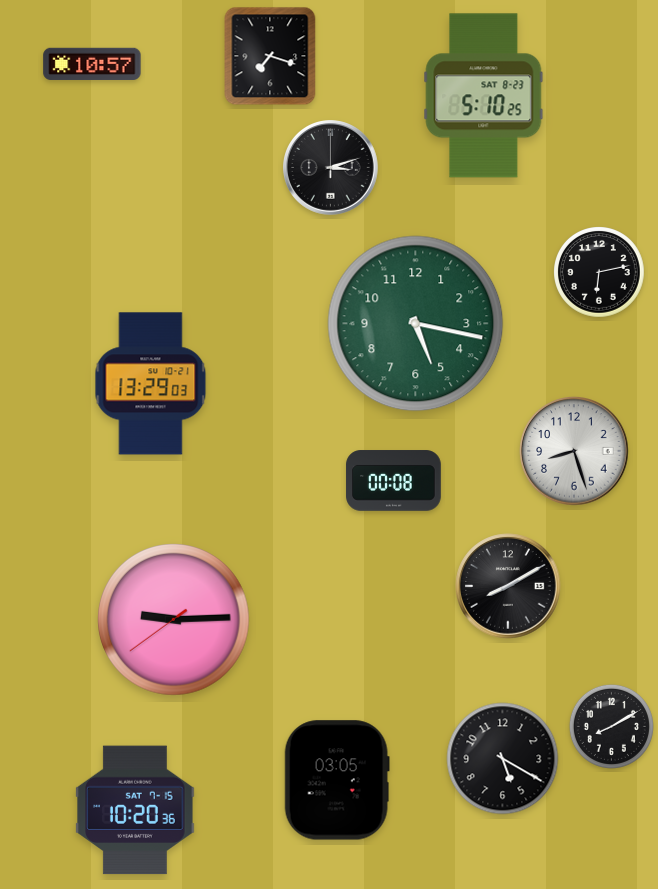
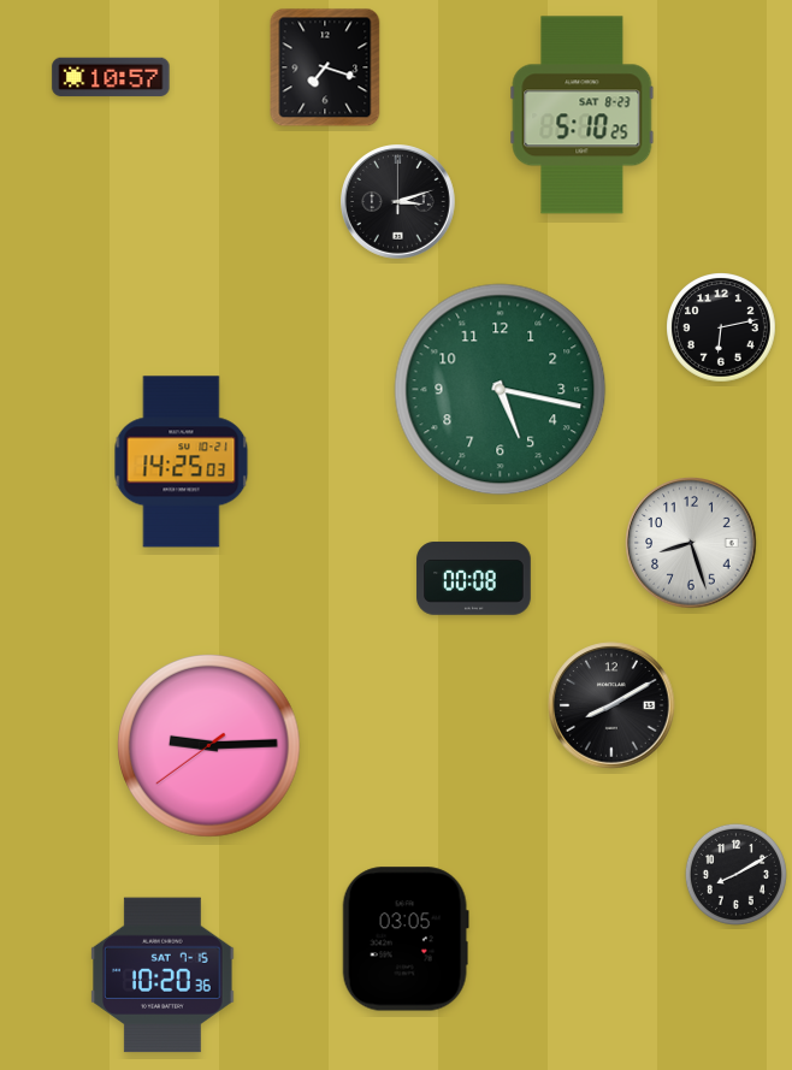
clock at (151, 384): 13:29 -> 14:25
clock at (503, 759): 5:20 -> none
